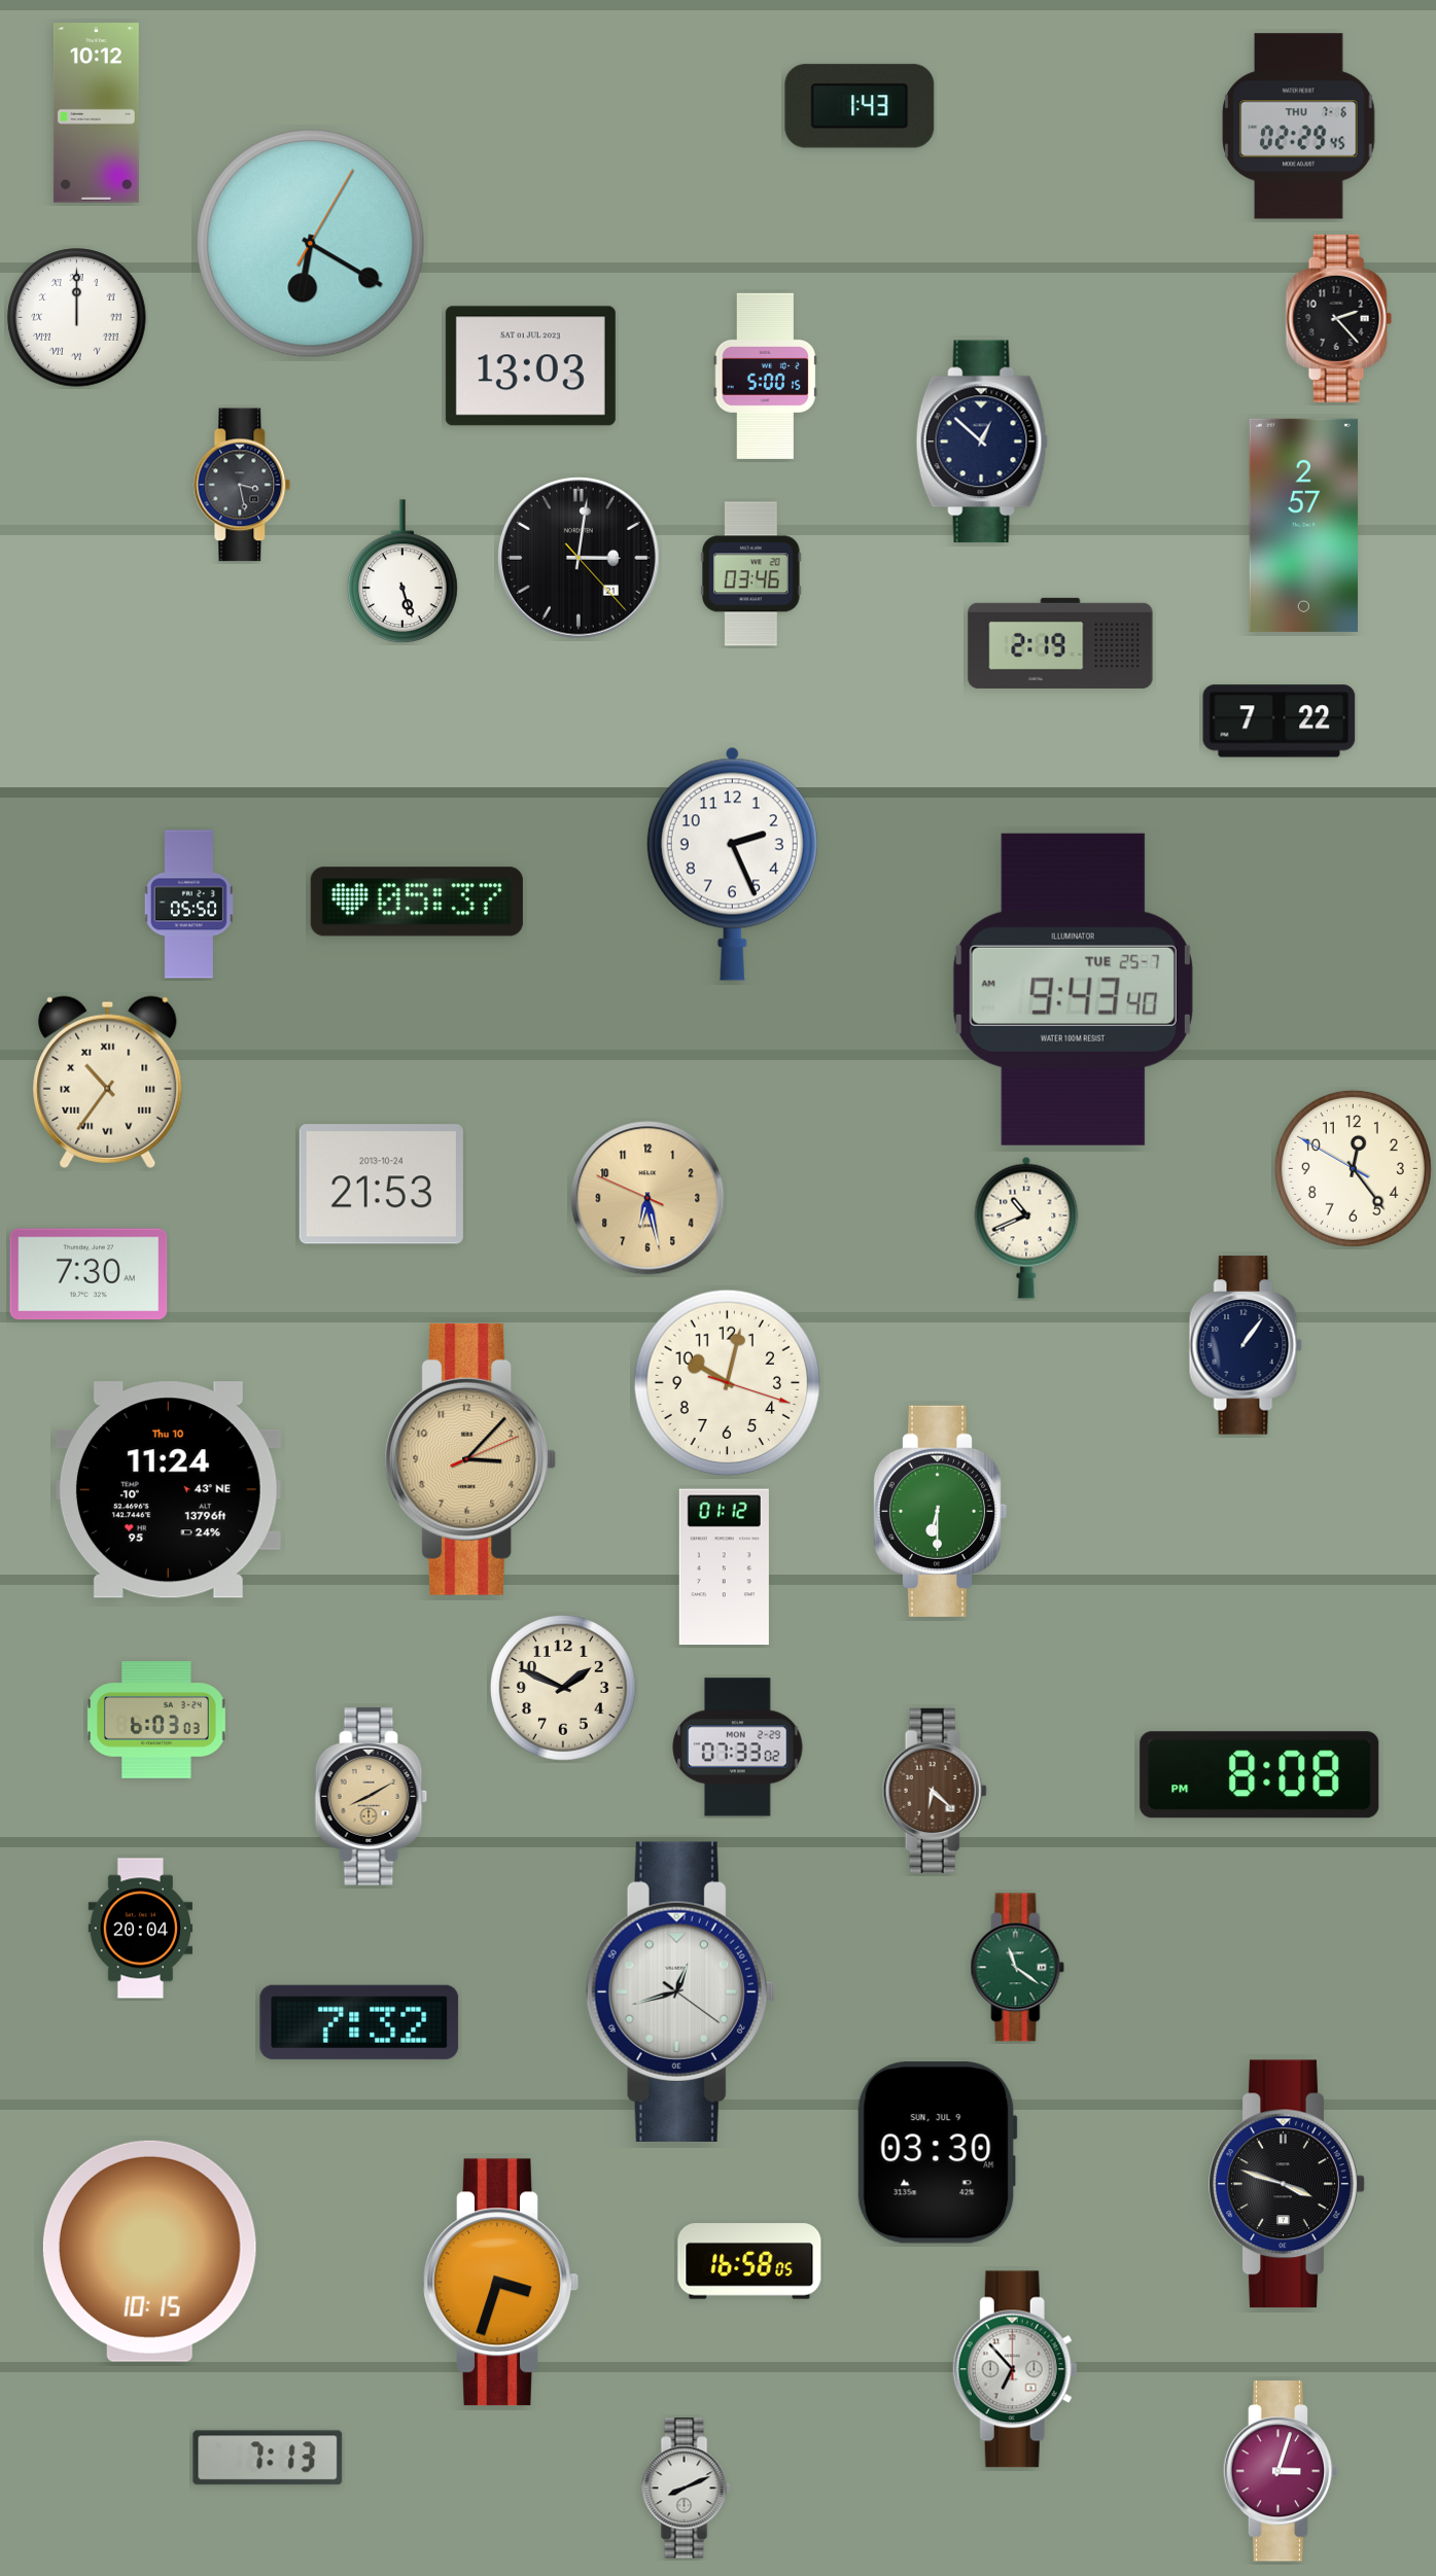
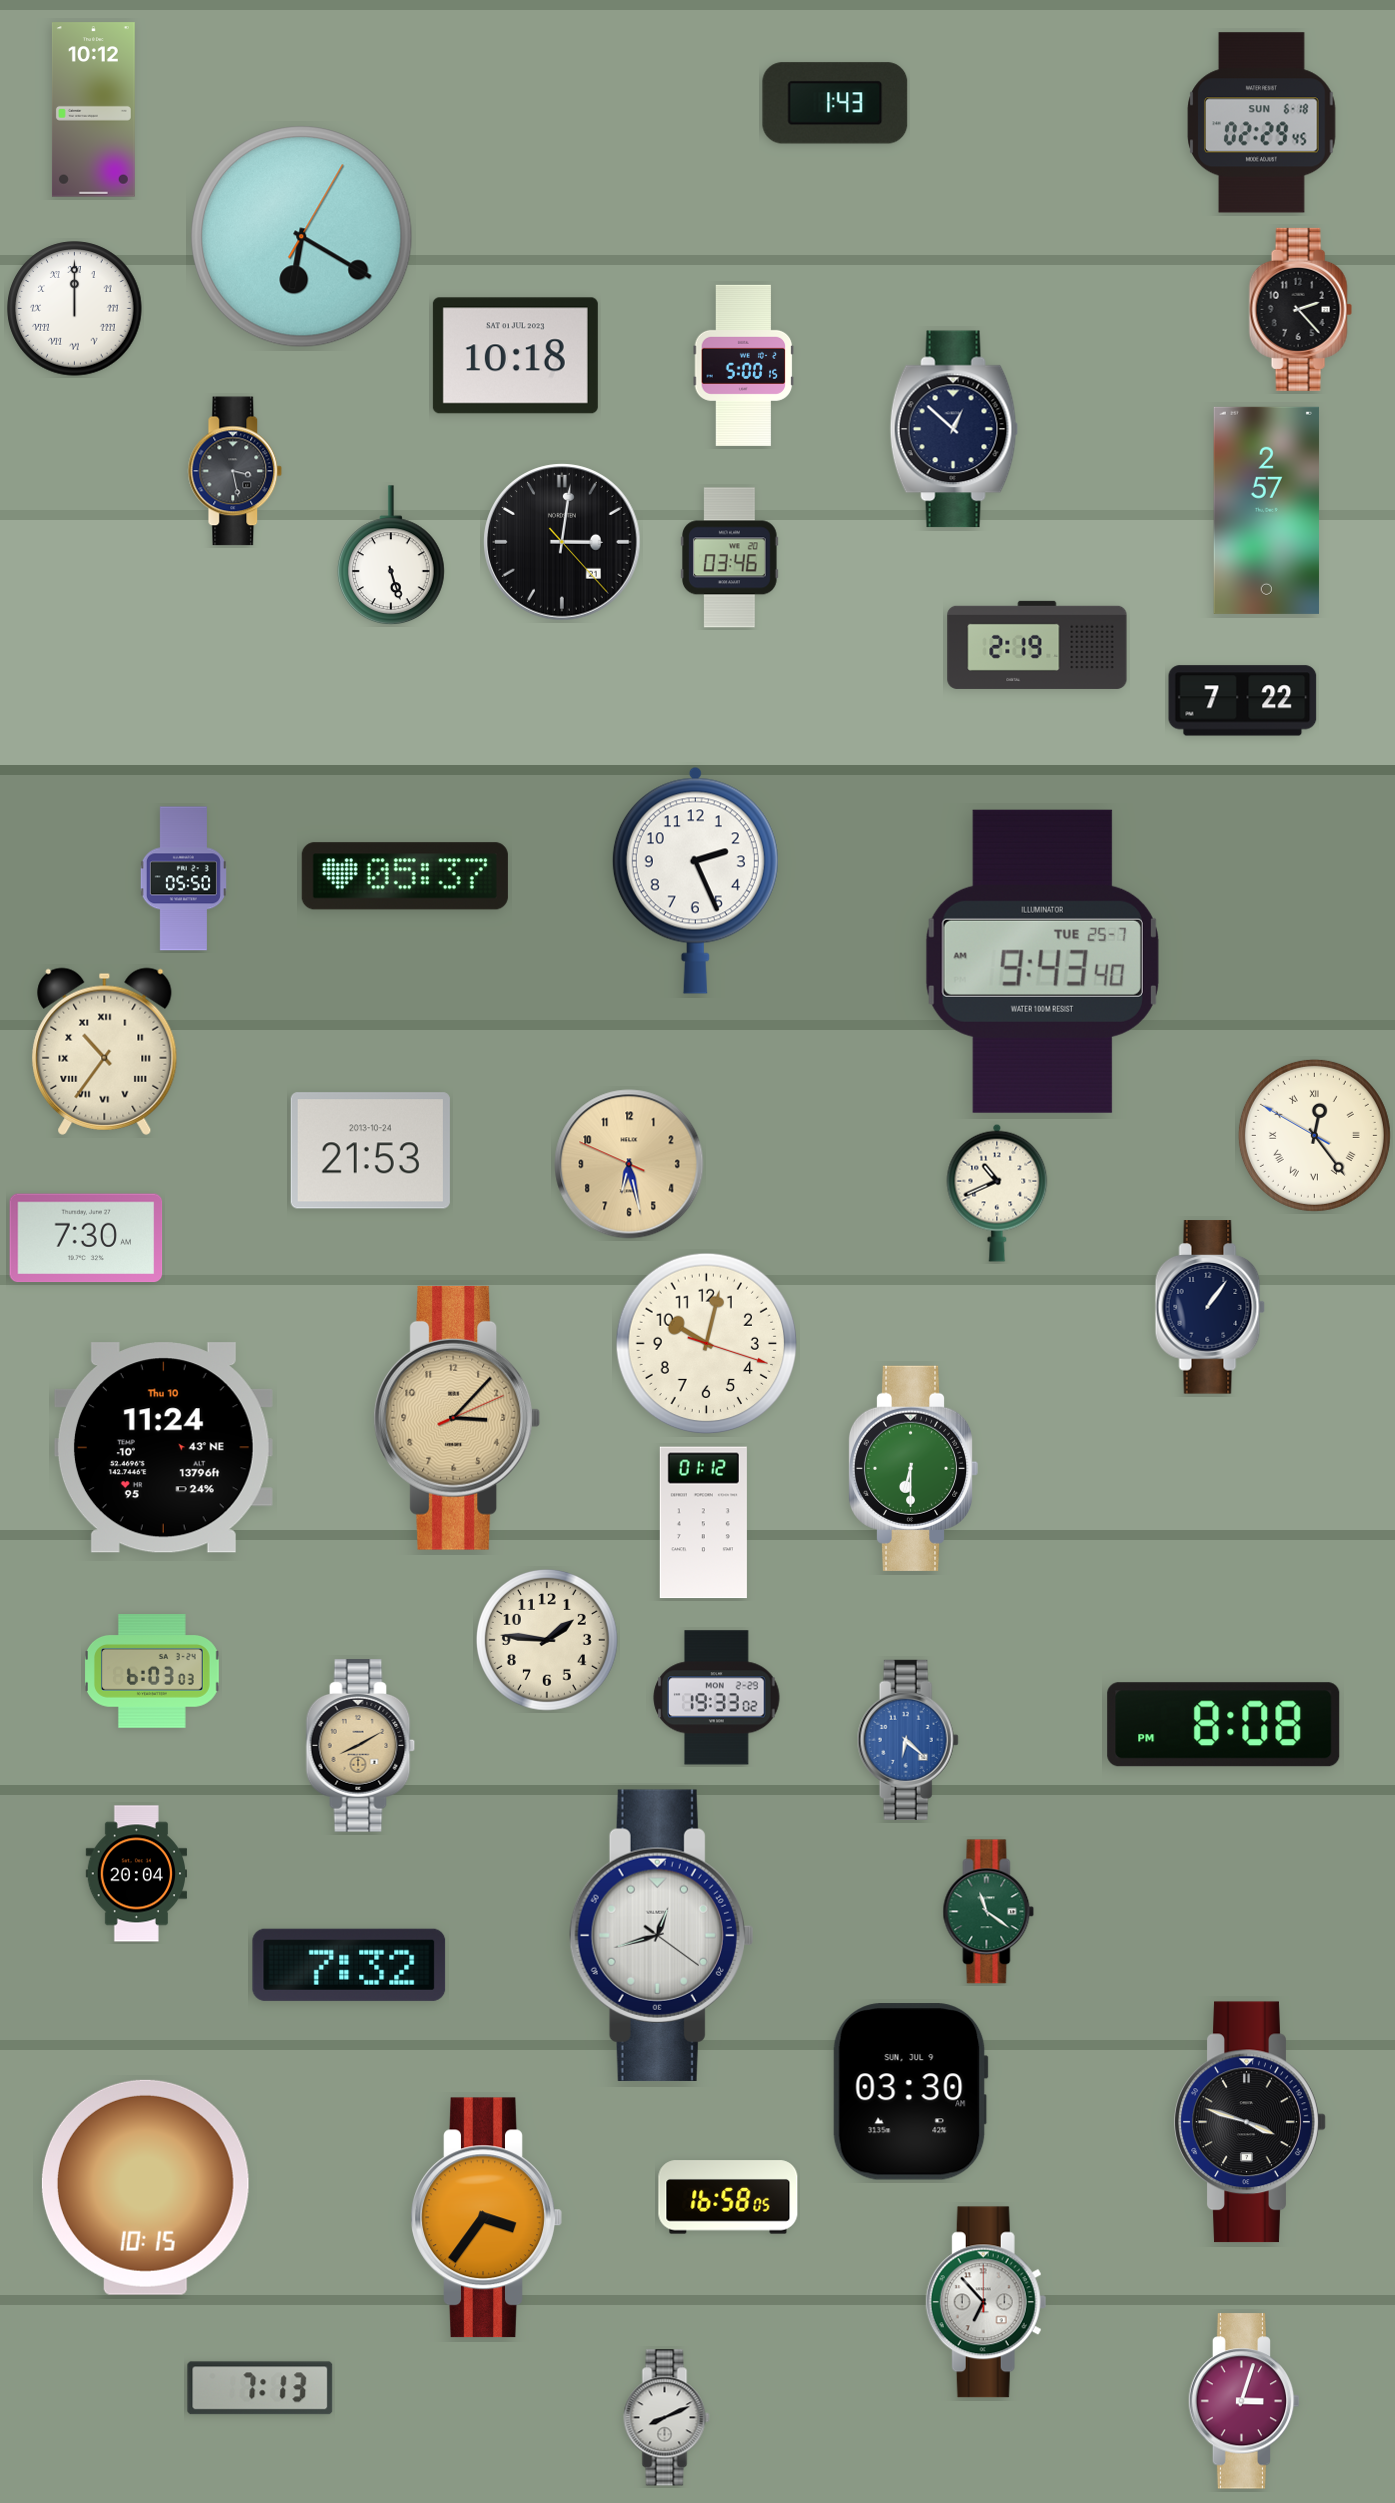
clock at (1299, 127) date: THU 7-6 -> SUN 6-18
clock at (530, 366): 13:03 -> 10:18
clock at (1060, 643) position: (1060, 643) -> (1037, 645)
clock at (732, 863) position: (732, 863) -> (695, 880)
clock at (1353, 1168) numerals: Arabic -> Roman
clock at (563, 1688): 1:49 -> 1:46
clock at (738, 1748): 07:33 -> 19:33
clock at (935, 1791) dial: brown -> blue
clock at (500, 2283): 3:33 -> 3:36
